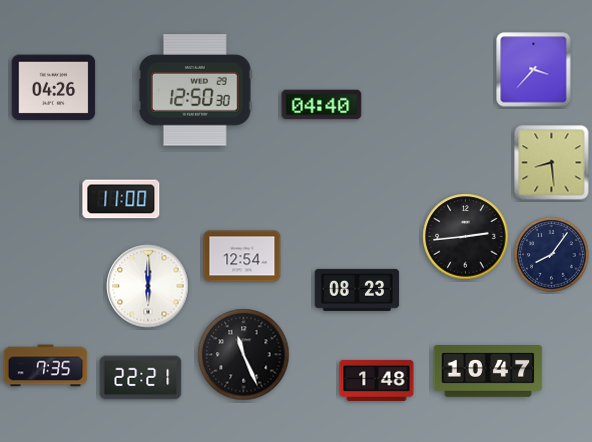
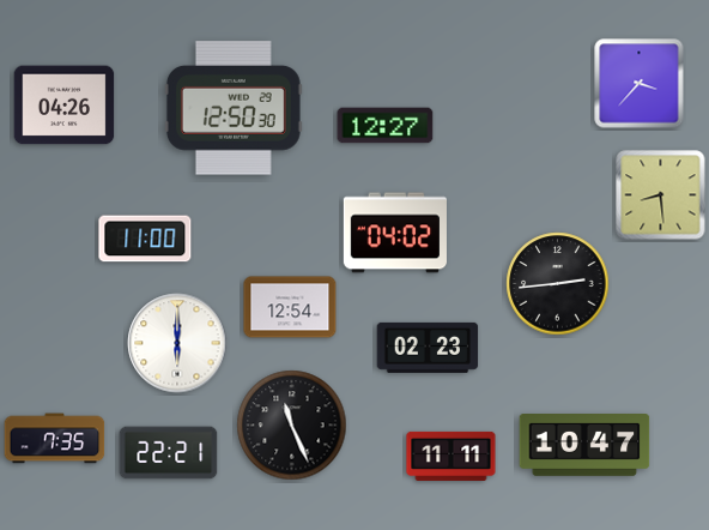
clock at (322, 105): 04:40 -> 12:27
clock at (395, 233): none -> 04:02
clock at (552, 255): 8:06 -> none
clock at (357, 290): 08:23 -> 02:23
clock at (377, 380): 1:48 -> 11:11
